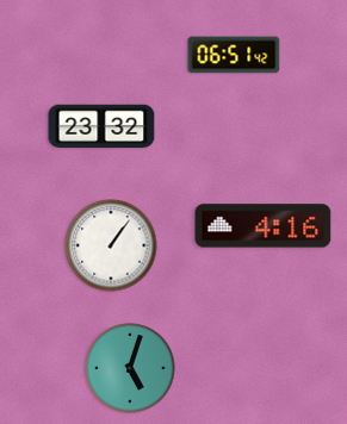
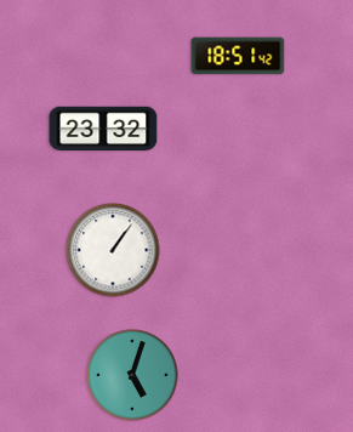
clock at (234, 55): 06:51 -> 18:51
clock at (264, 226): 4:16 -> none
